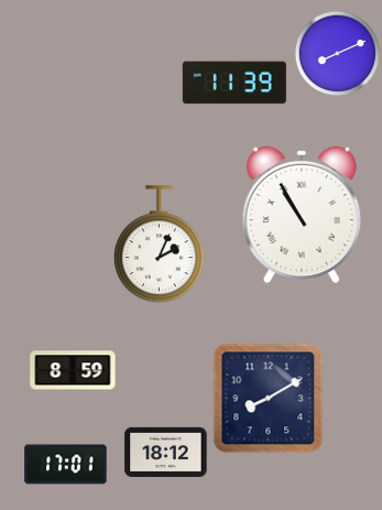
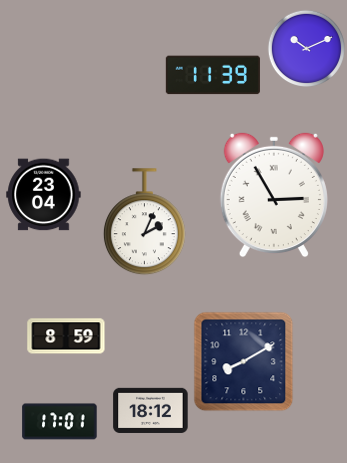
clock at (337, 53): 8:11 -> 10:11
clock at (44, 195): none -> 23:04
clock at (302, 215): 10:55 -> 2:55
